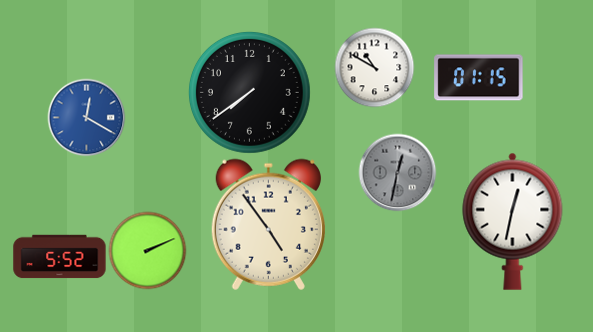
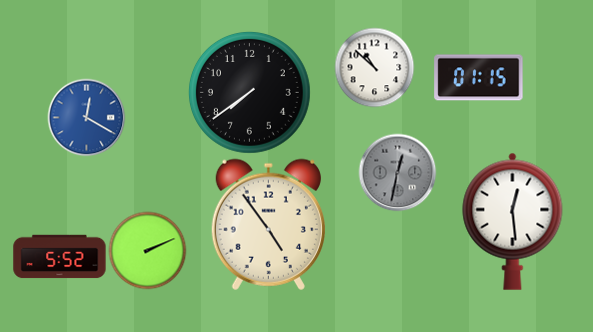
clock at (374, 67): 10:50 -> 10:52
clock at (513, 221): 12:32 -> 12:29
